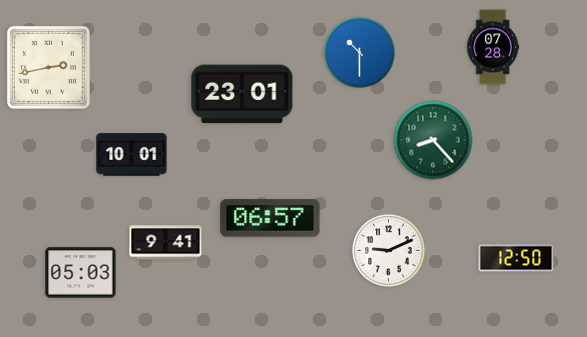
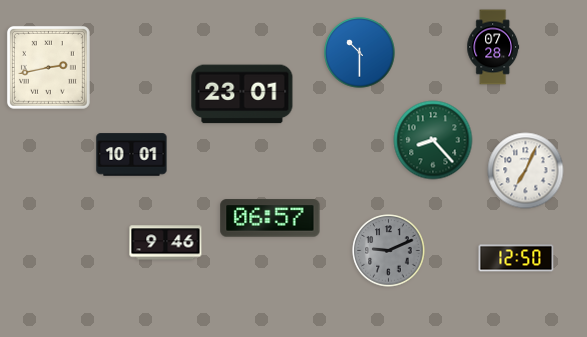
clock at (526, 171): none -> 7:04
clock at (166, 243): 9:41 -> 9:46
clock at (389, 251) dial: white -> grey
clock at (81, 273): 05:03 -> none
